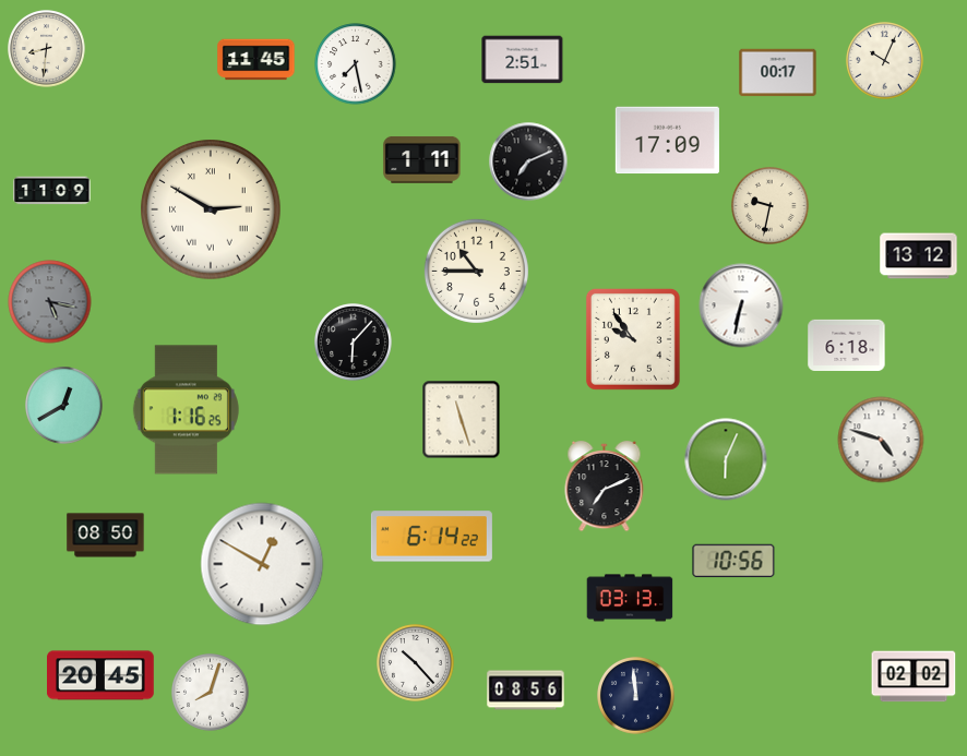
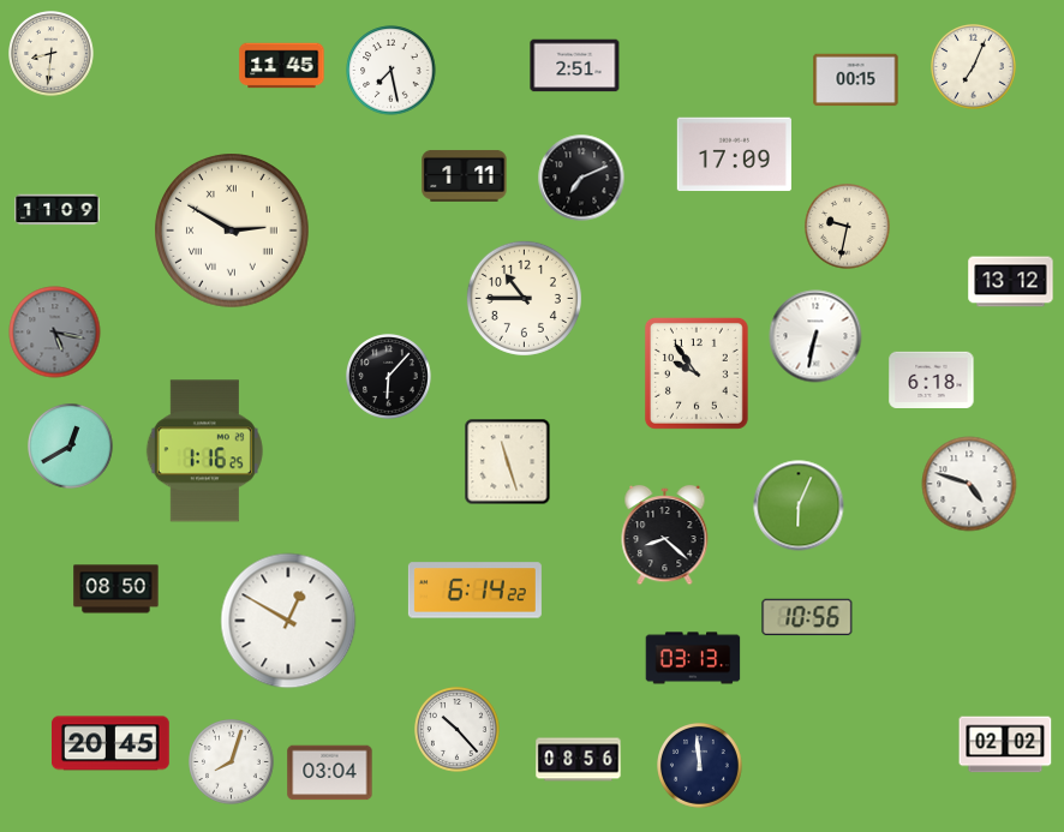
clock at (885, 61): 10:04 -> 7:04
clock at (778, 73): 00:17 -> 00:15
clock at (605, 487): 7:11 -> 8:22
clock at (330, 773): none -> 03:04
